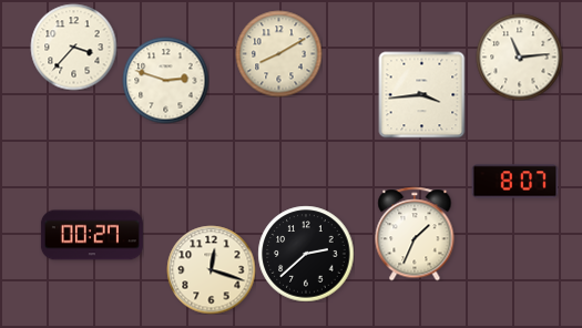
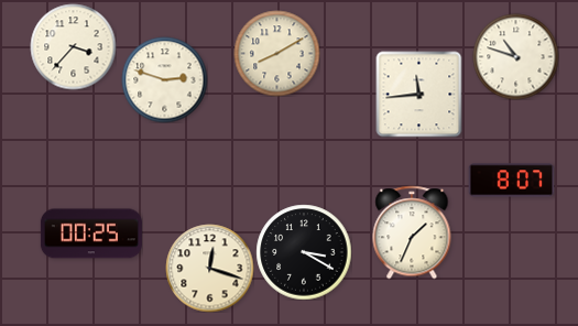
clock at (519, 57): 11:14 -> 10:48
clock at (421, 94): 3:44 -> 11:44
clock at (92, 235): 00:27 -> 00:25
clock at (306, 254): 2:38 -> 3:20
